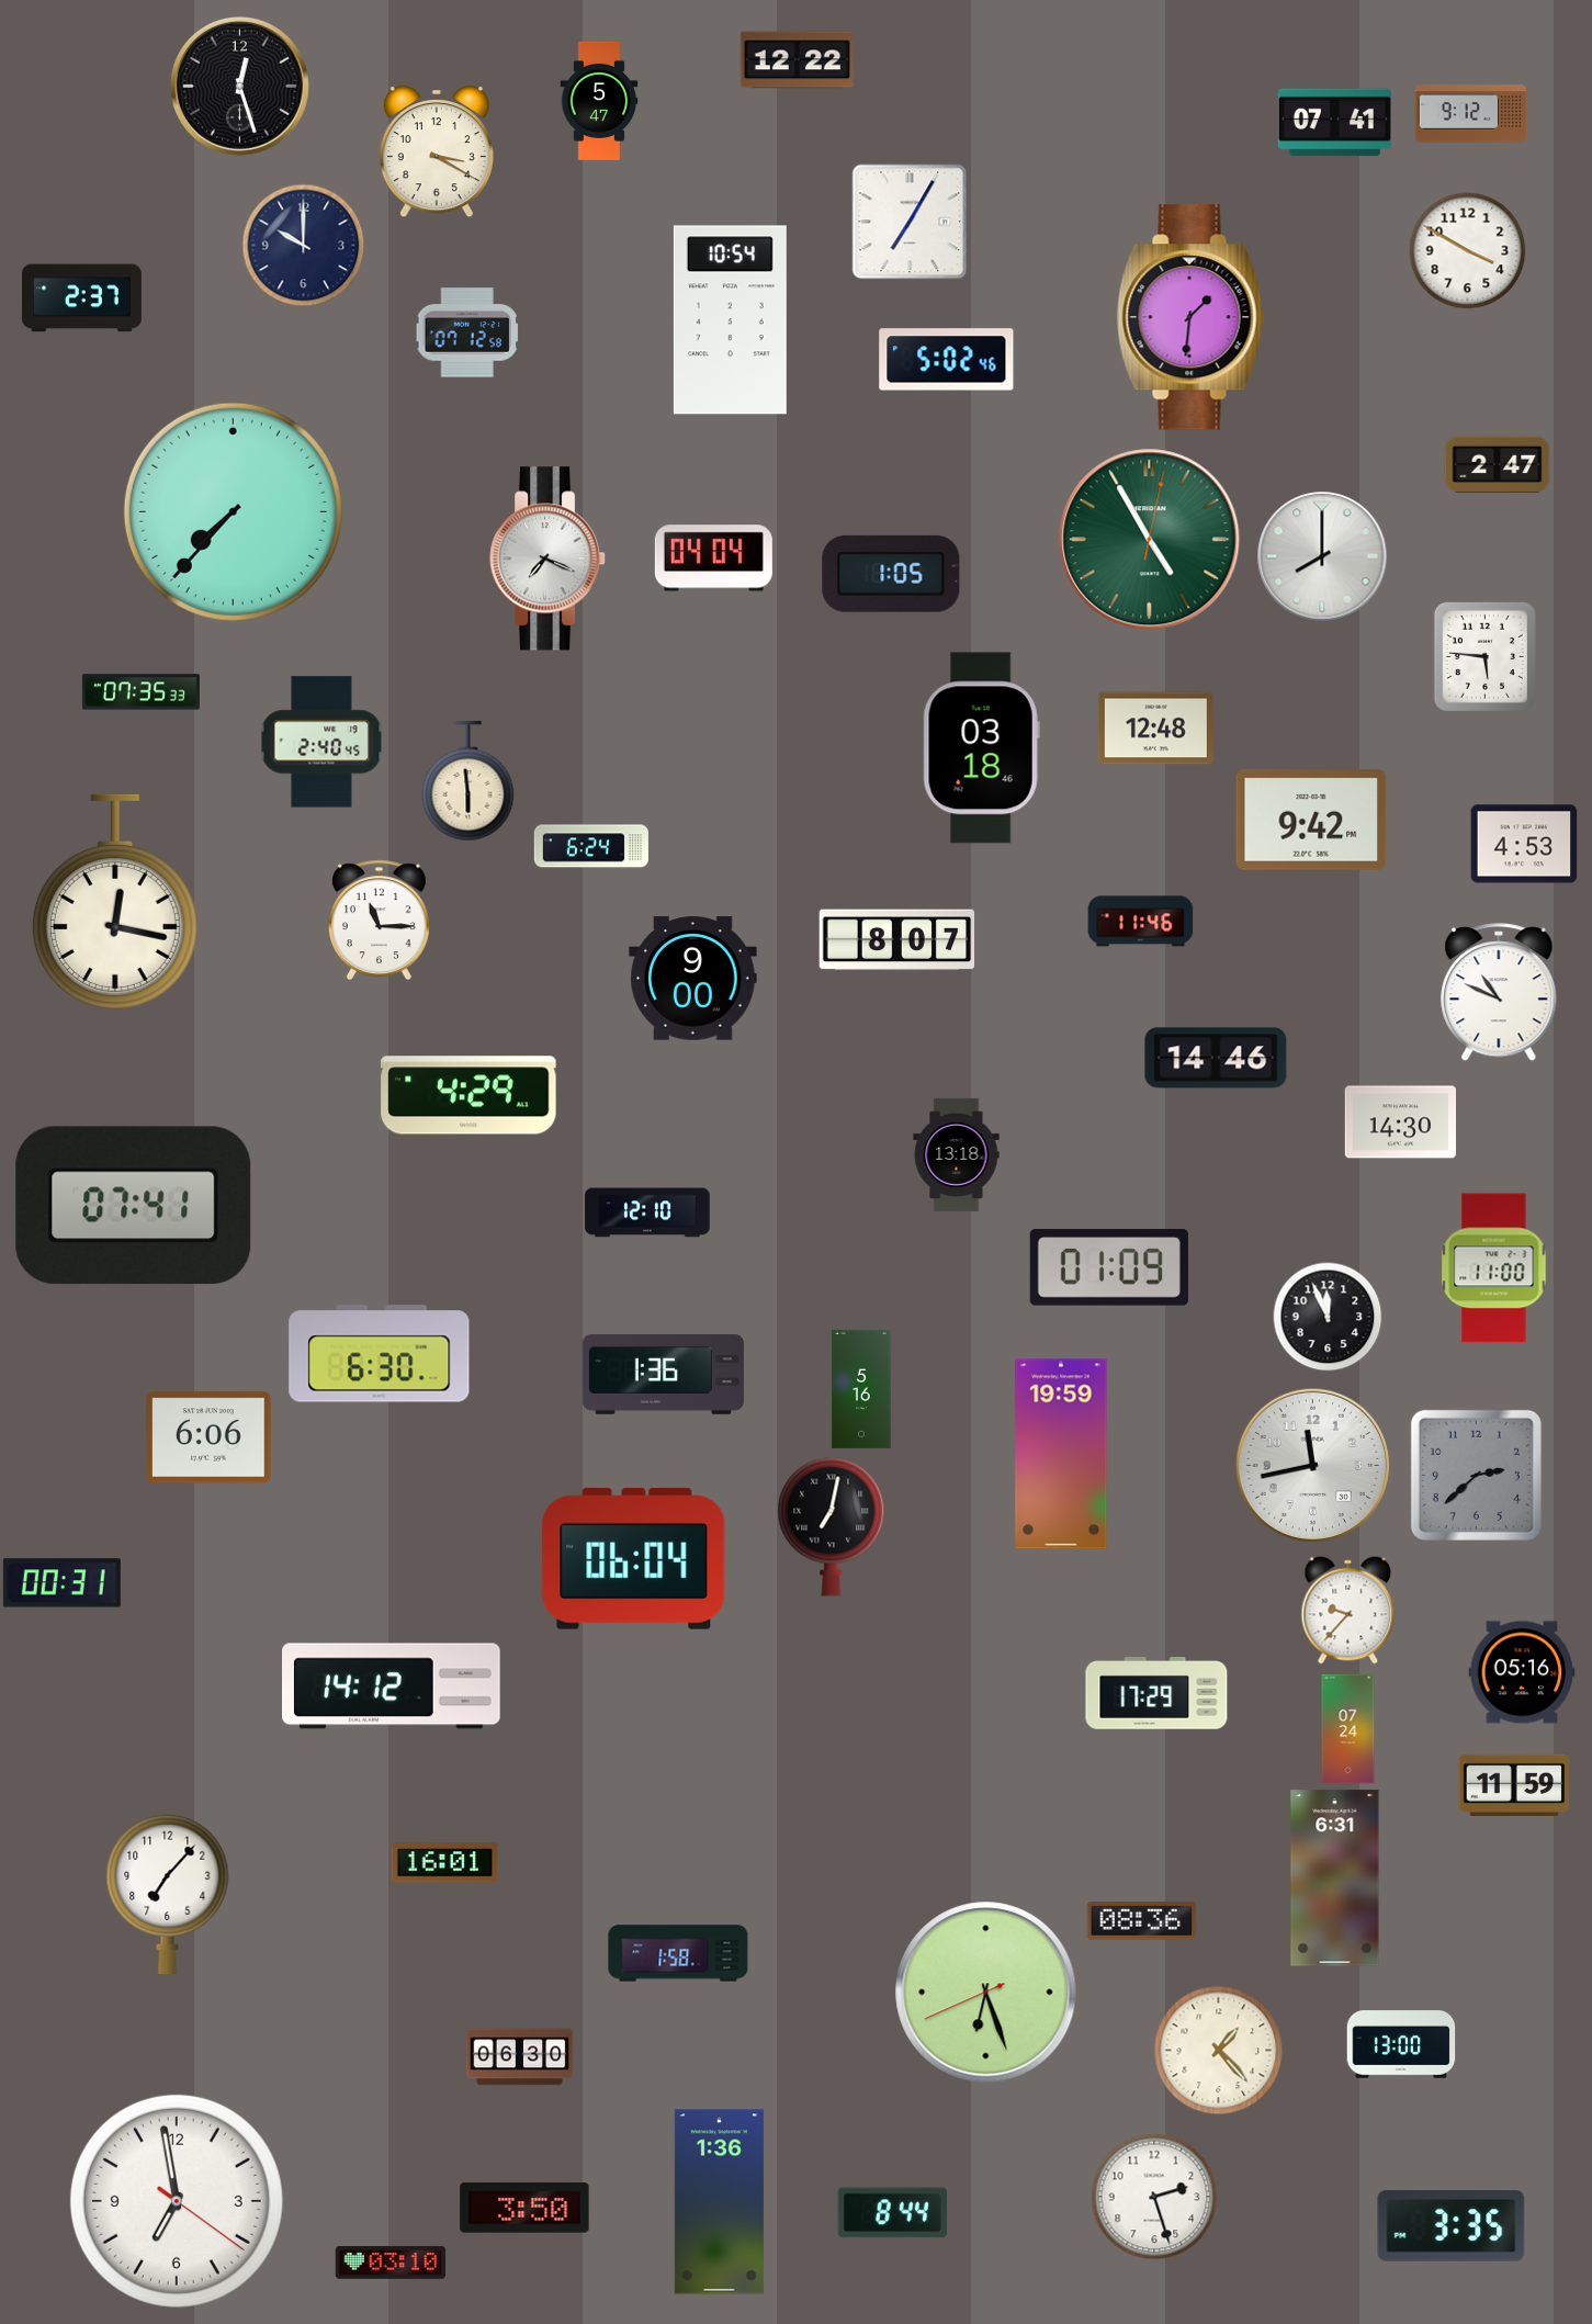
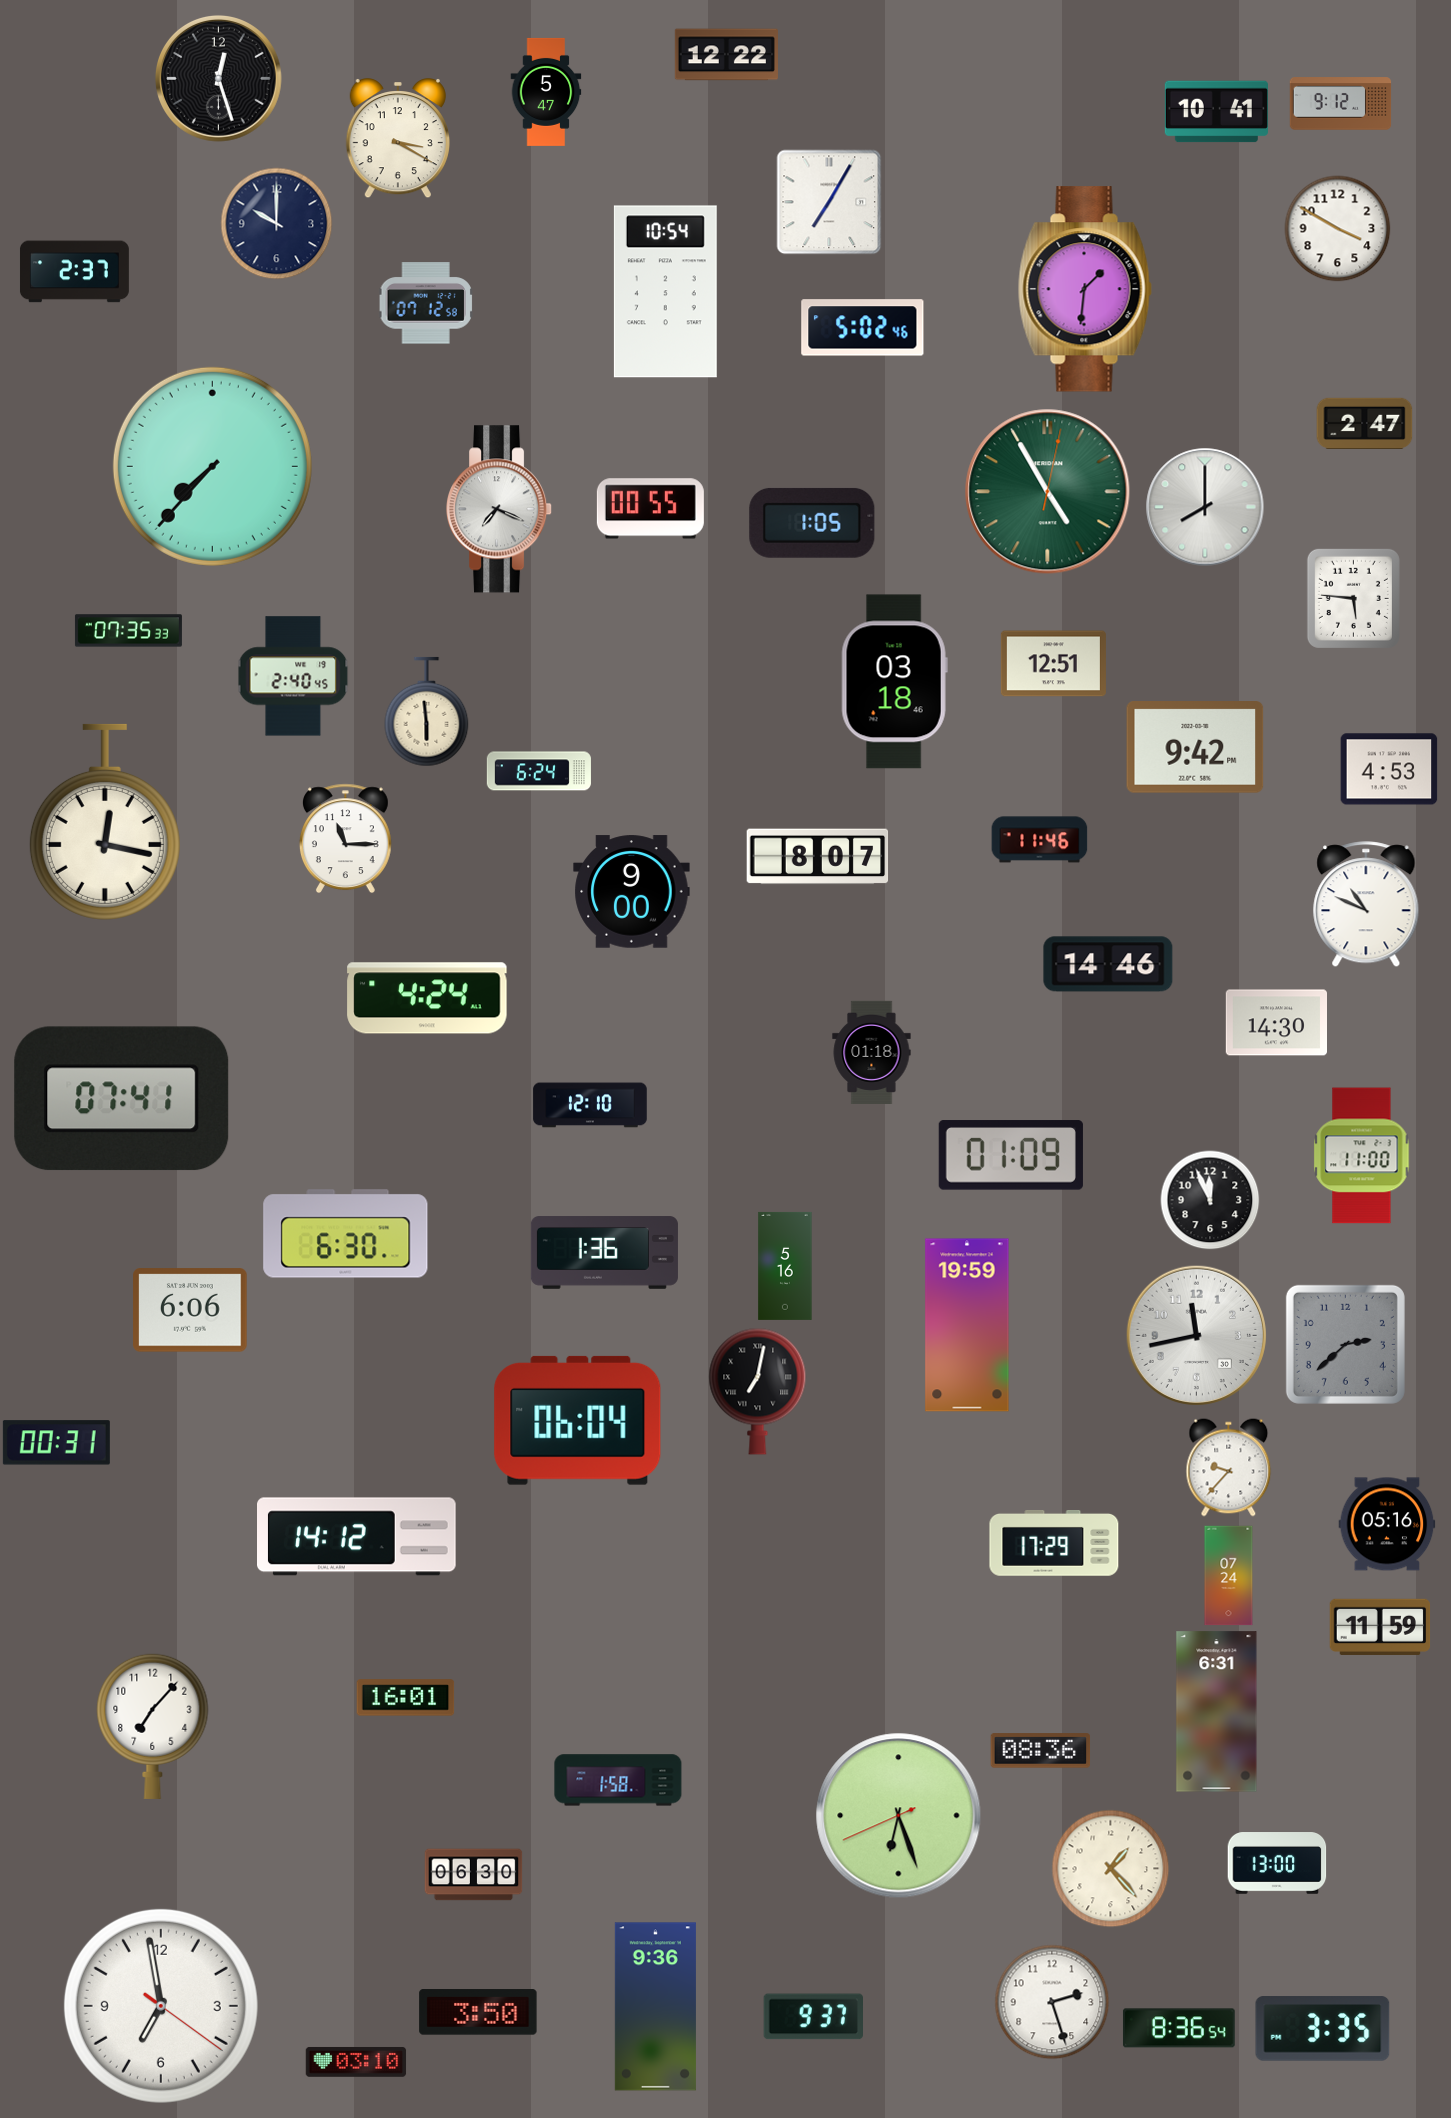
clock at (1334, 123): 07:41 -> 10:41
clock at (713, 559): 04:04 -> 00:55
clock at (1155, 729): 12:48 -> 12:51
clock at (468, 1095): 4:29 -> 4:24
clock at (957, 1154): 13:18 -> 01:18
clock at (719, 2202): 1:36 -> 9:36
clock at (892, 2213): 8:44 -> 9:37
clock at (1179, 2028): none -> 8:36
